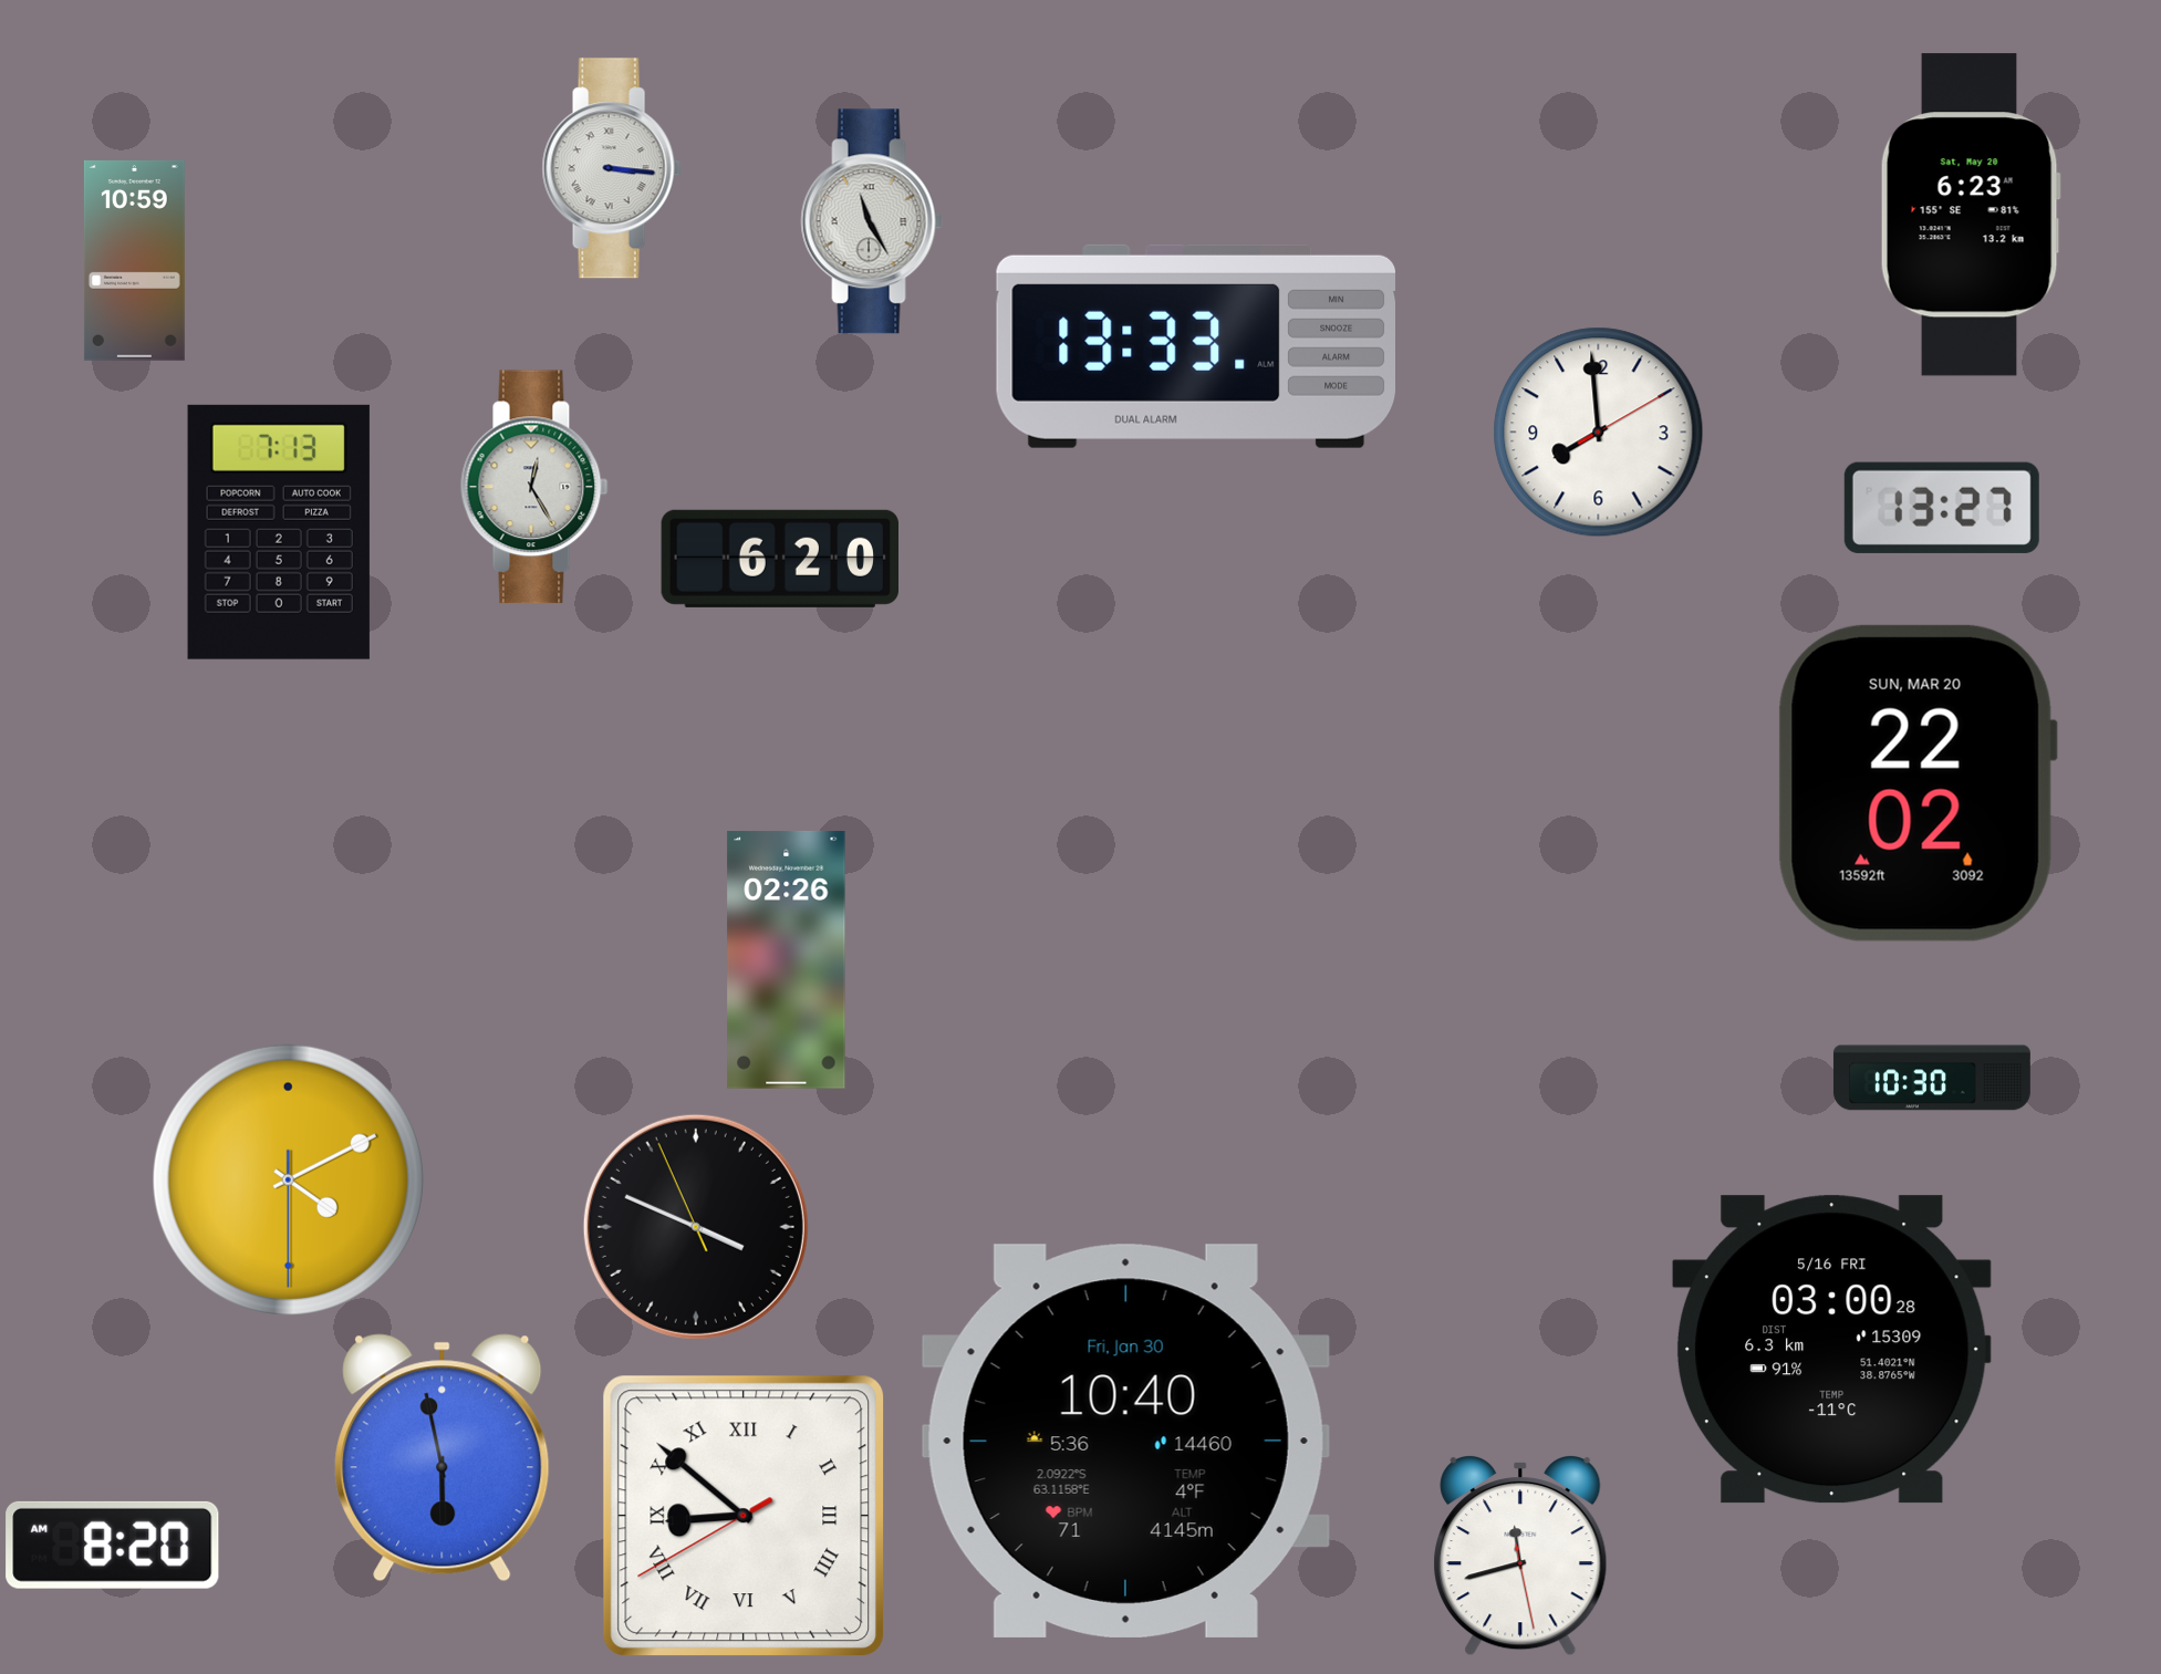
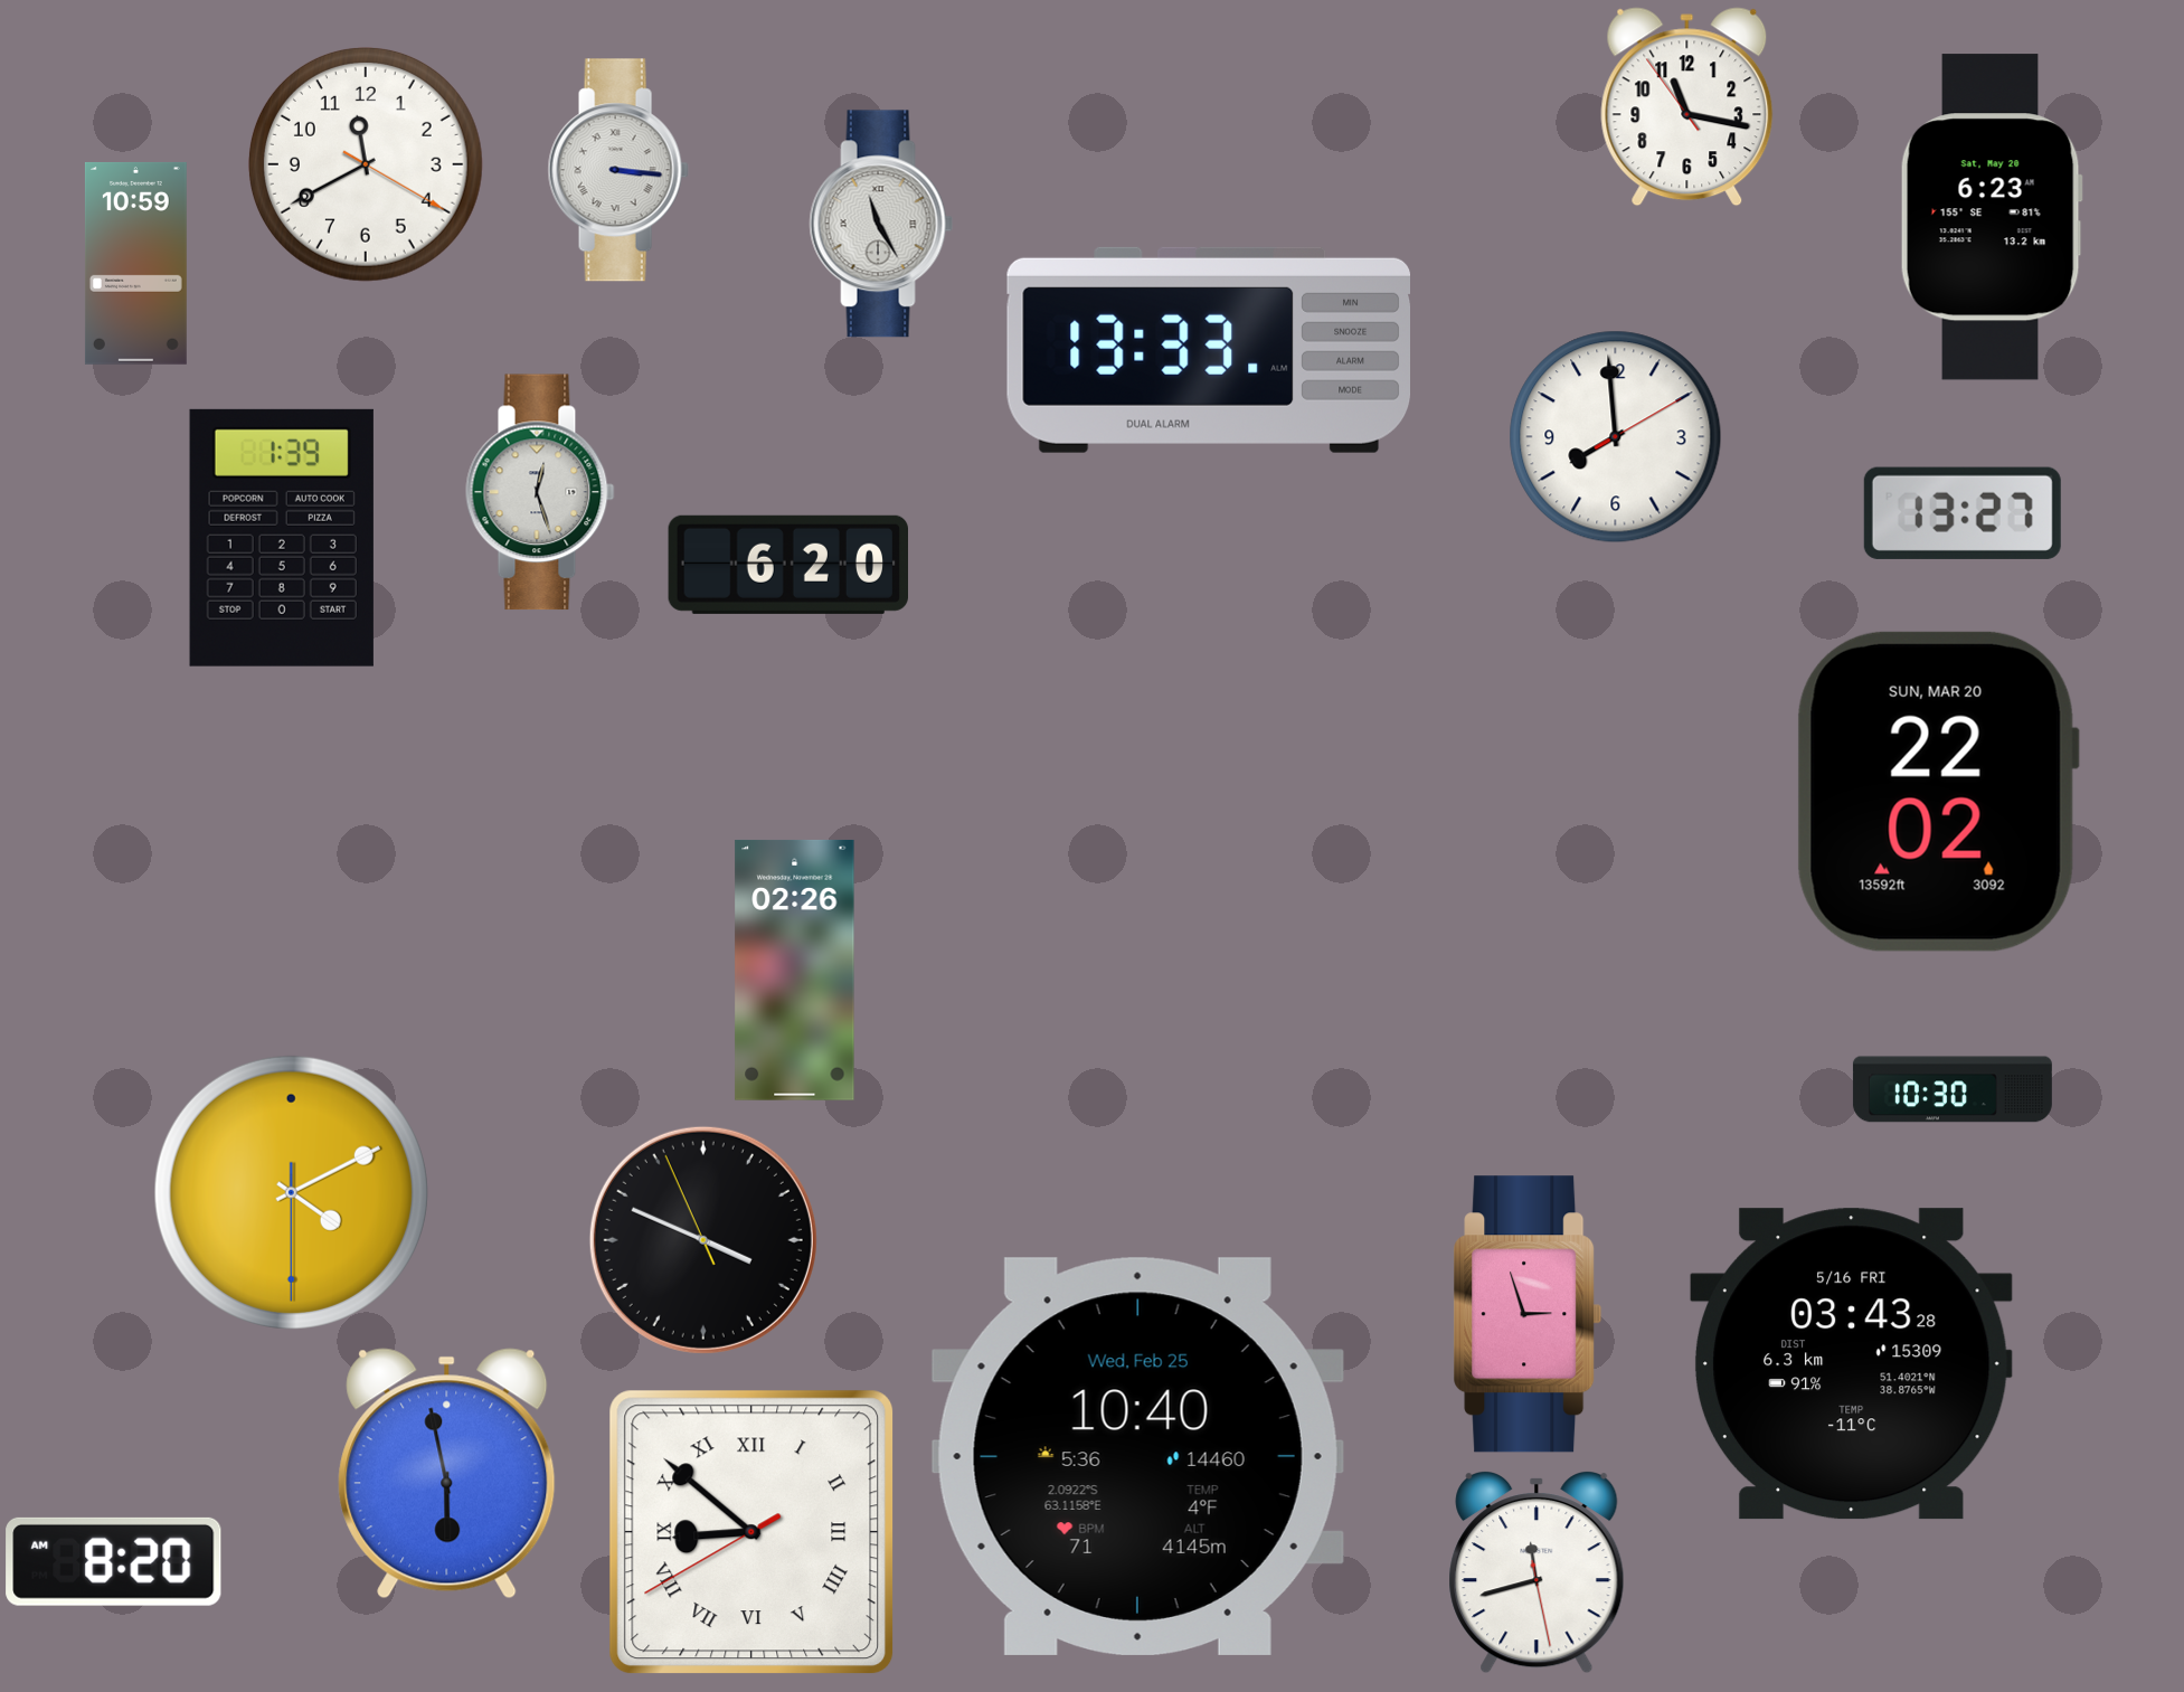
clock at (1687, 107): none -> 11:16
clock at (366, 164): none -> 11:40
clock at (534, 487): 12:25 -> 12:27
clock at (279, 532): 7:13 -> 1:39
clock at (1528, 1314): none -> 2:57
clock at (1831, 1350): 03:00 -> 03:43
clock at (1125, 1441) date: Fri, Jan 30 -> Wed, Feb 25
